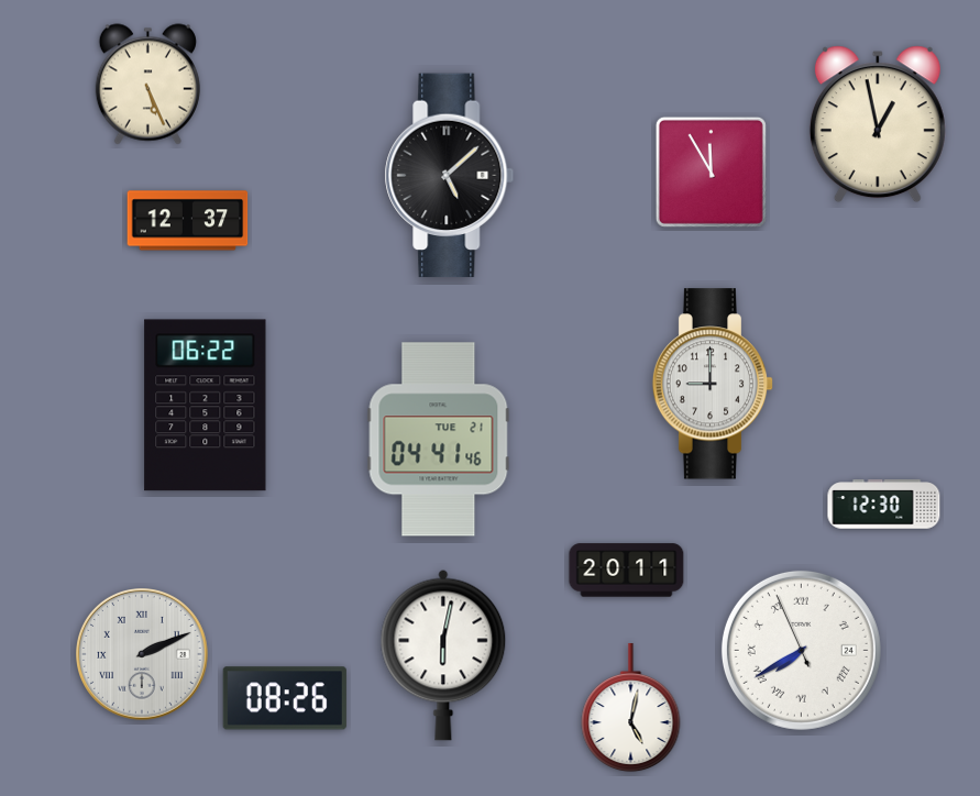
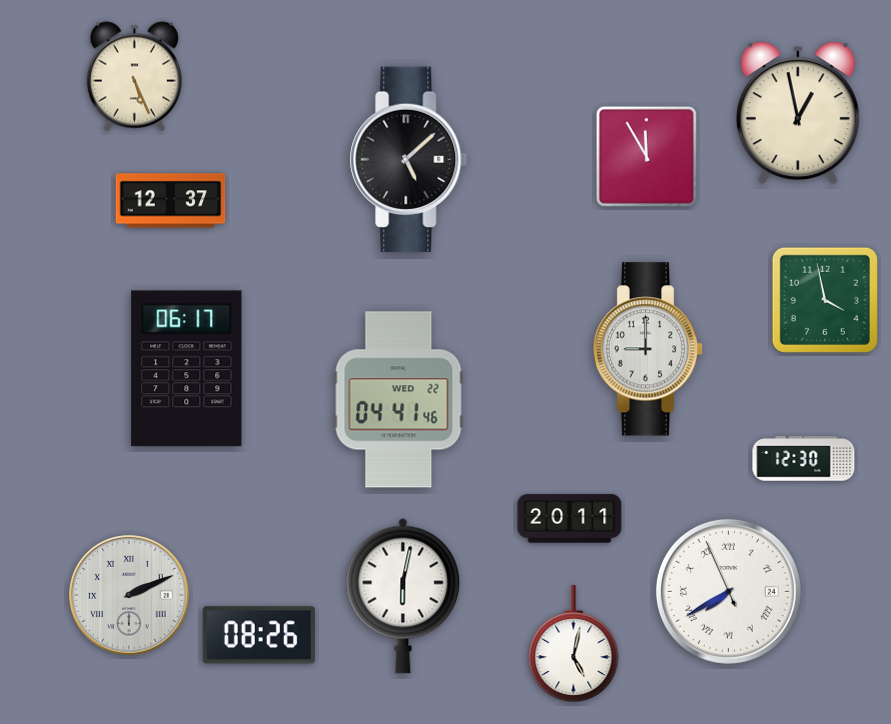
clock at (825, 300): none -> 3:58
clock at (206, 406): 06:22 -> 06:17
clock at (439, 440) date: TUE 21 -> WED 22
